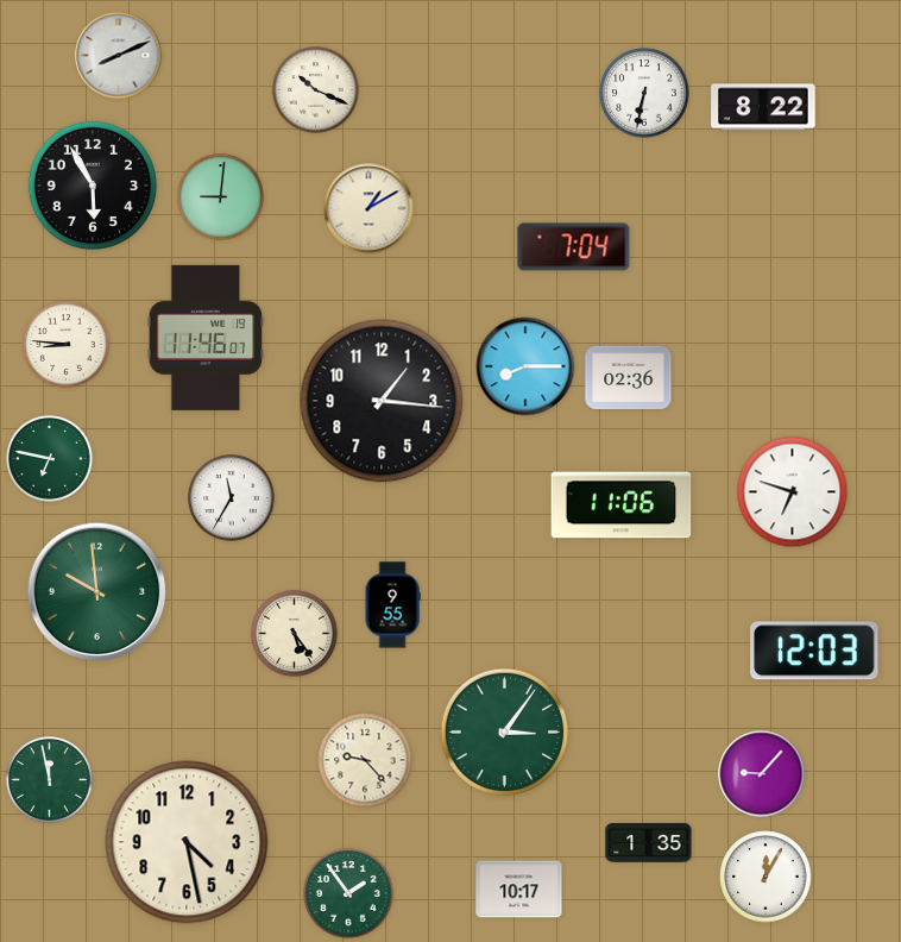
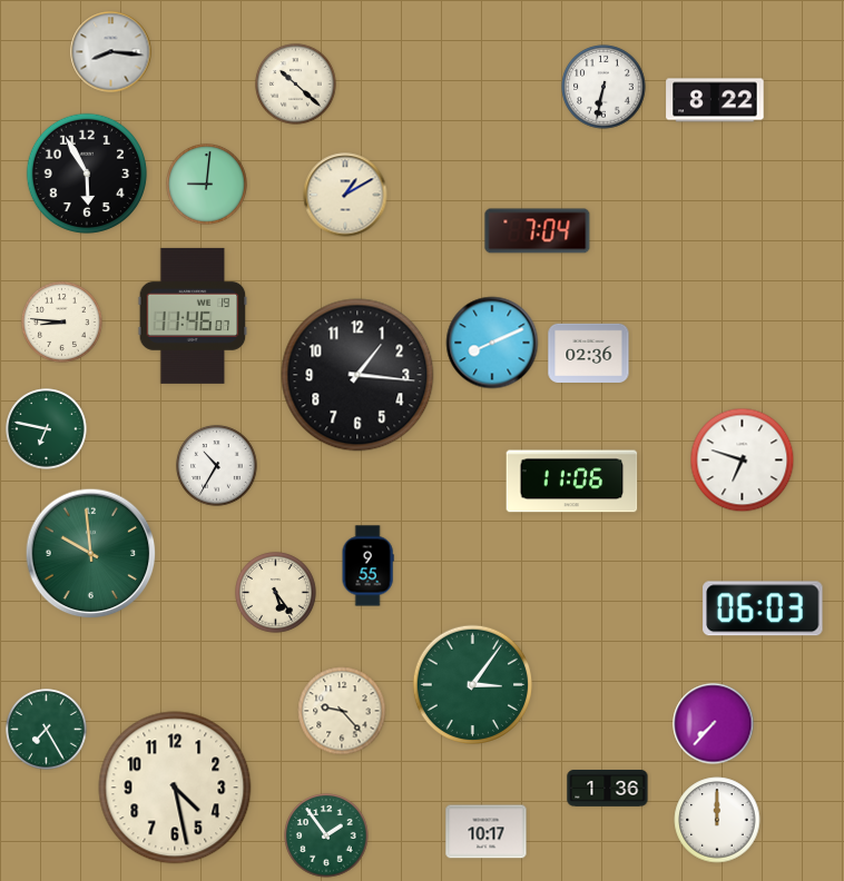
clock at (119, 56): 8:11 -> 8:16
clock at (316, 90): 10:19 -> 10:22
clock at (525, 366): 8:15 -> 8:11
clock at (232, 498): 11:35 -> 10:35
clock at (622, 505) position: (622, 505) -> (572, 482)
clock at (814, 651): 12:03 -> 06:03
clock at (762, 774): 9:07 -> 7:37
clock at (50, 780): 11:58 -> 7:25
clock at (649, 843): 1:35 -> 1:36
clock at (765, 877): 12:05 -> 12:00
